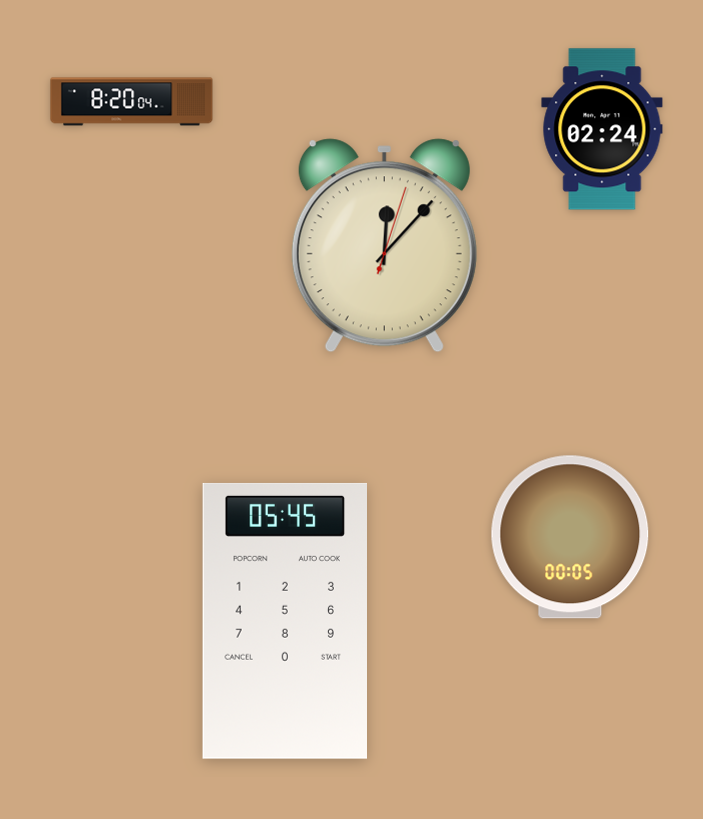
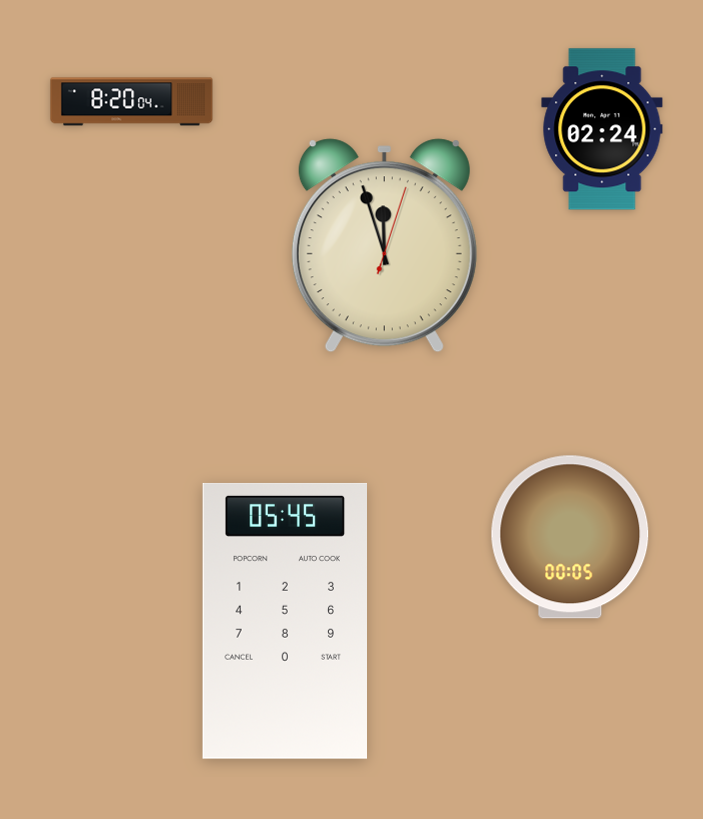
clock at (384, 246): 12:07 -> 11:57
